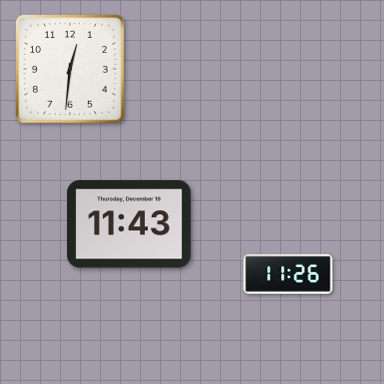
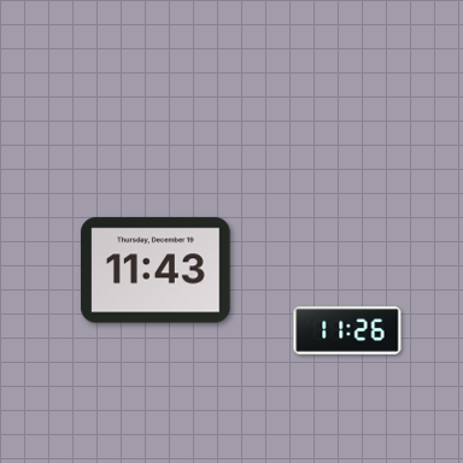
clock at (71, 70): 12:31 -> none
